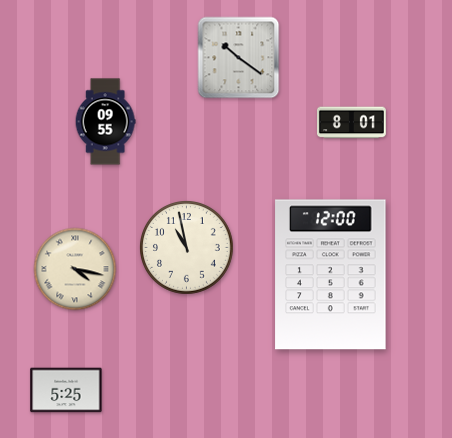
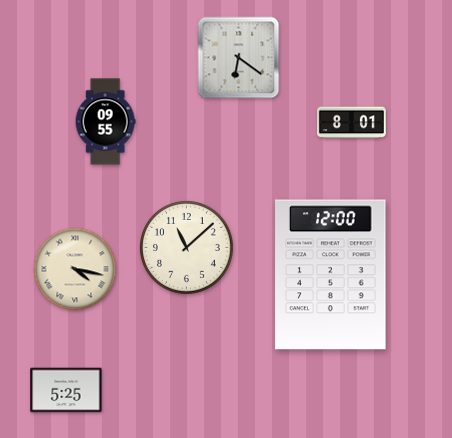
clock at (239, 58): 10:21 -> 6:21
clock at (187, 248): 10:58 -> 11:08
